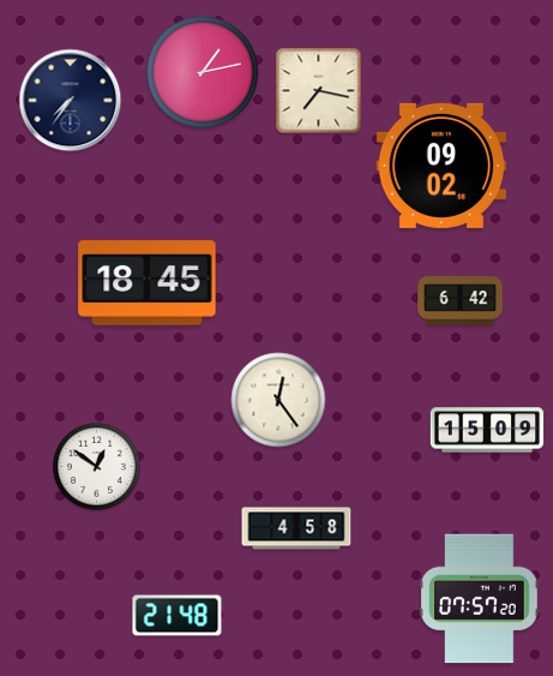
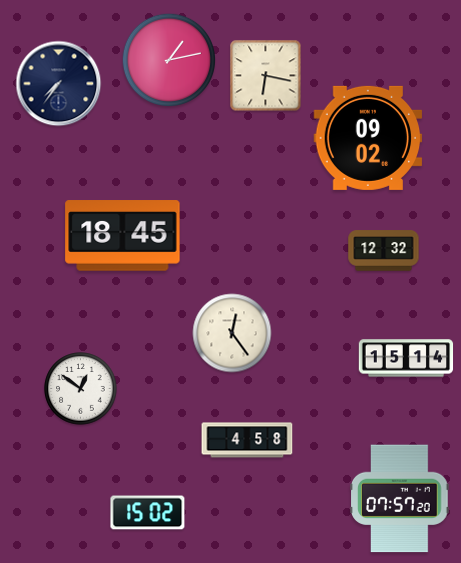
clock at (319, 91): 7:17 -> 6:17
clock at (461, 301): 6:42 -> 12:32
clock at (487, 430): 15:09 -> 15:14
clock at (178, 616): 21:48 -> 15:02
